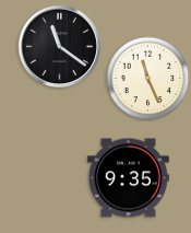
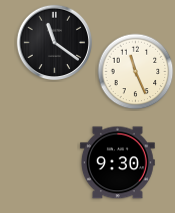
clock at (129, 178): 9:35 -> 9:30
